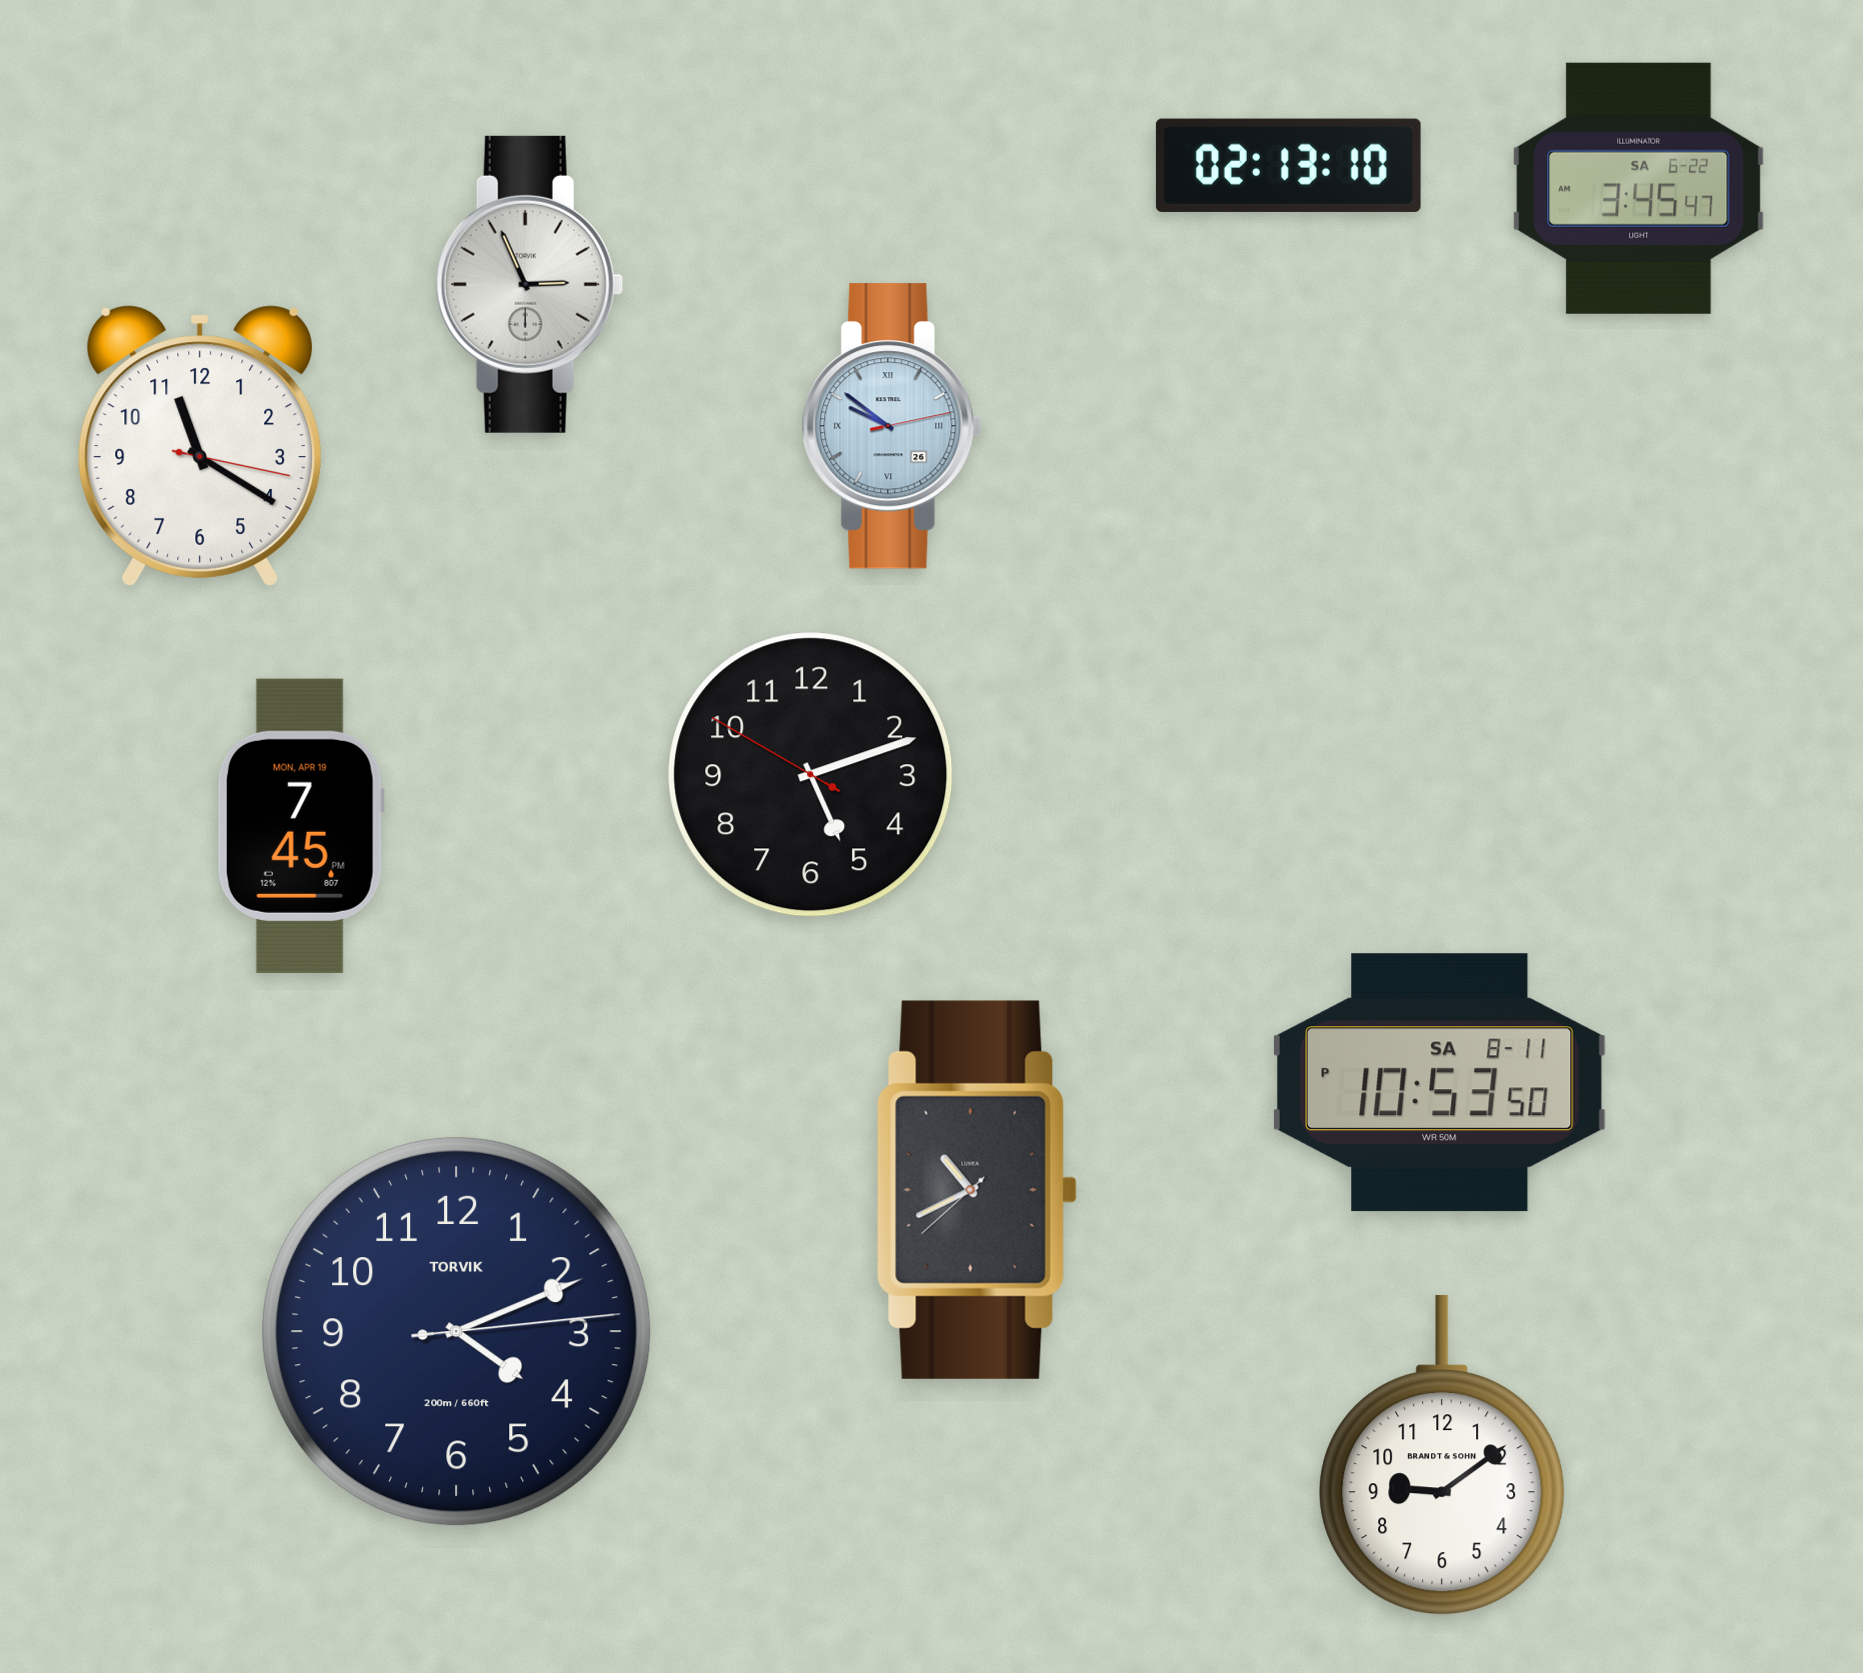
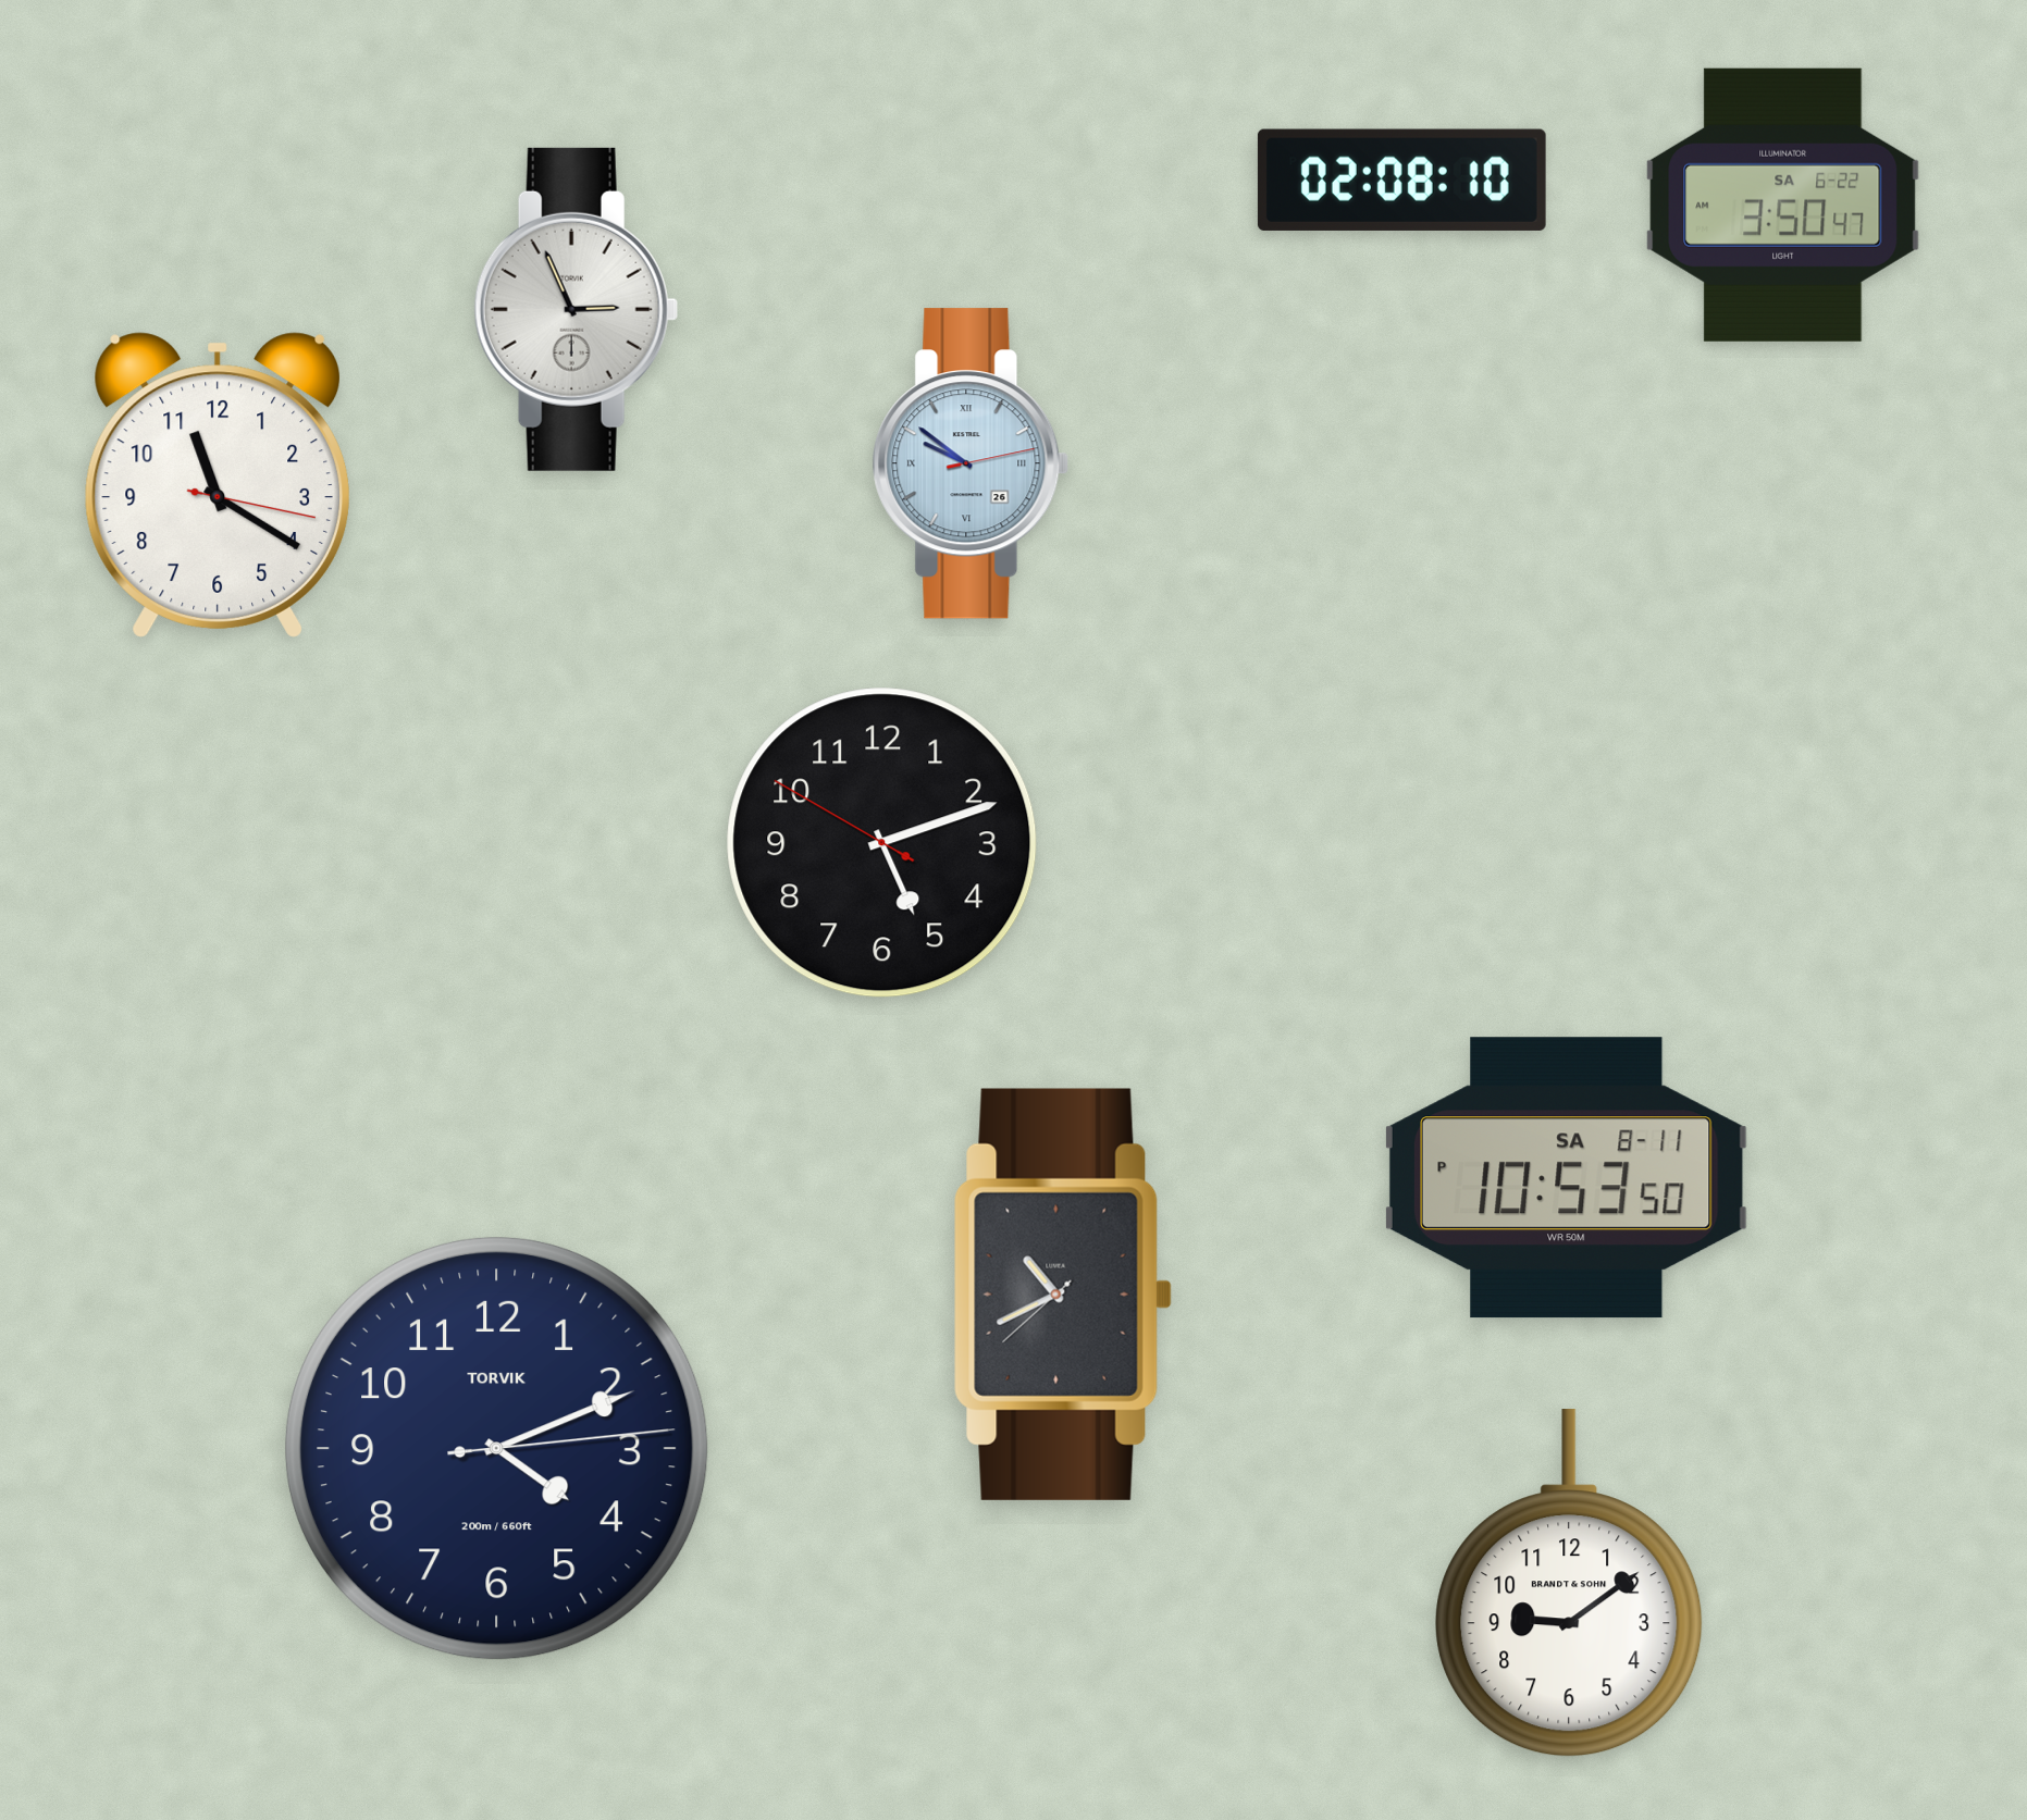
clock at (1288, 165): 02:13 -> 02:08
clock at (1639, 188): 3:45 -> 3:50
clock at (301, 826): 7:45 -> none
